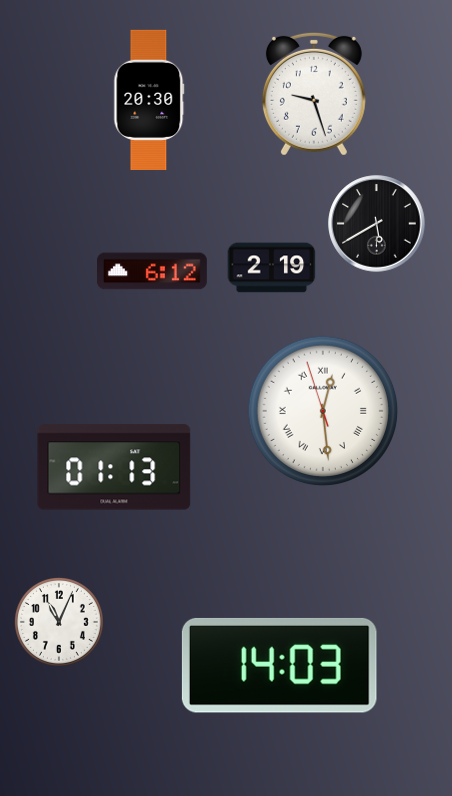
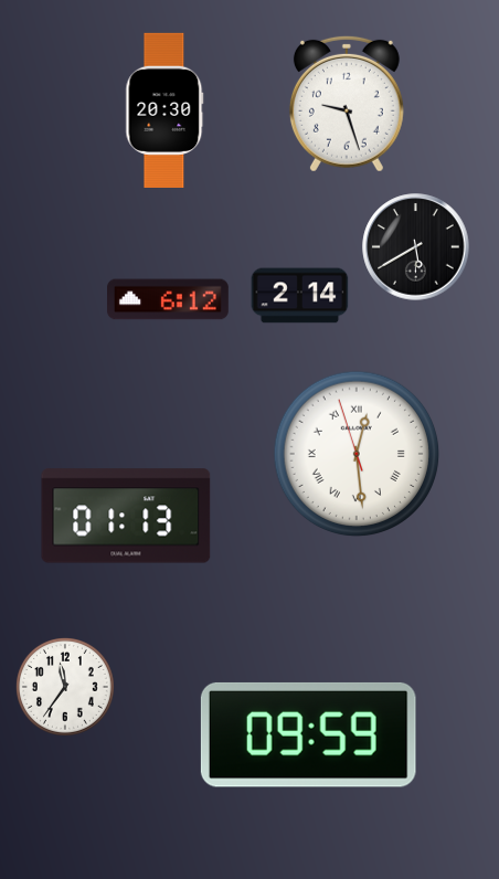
clock at (272, 268): 2:19 -> 2:14
clock at (59, 622): 11:04 -> 11:36
clock at (279, 665): 14:03 -> 09:59
